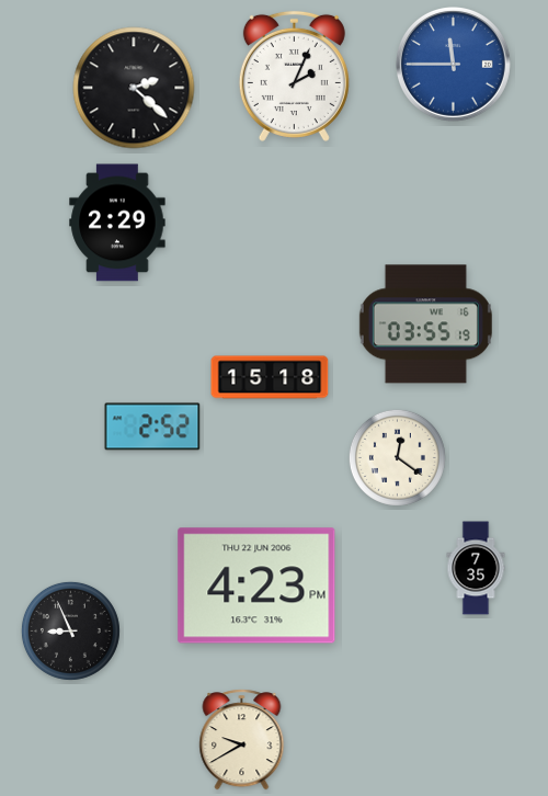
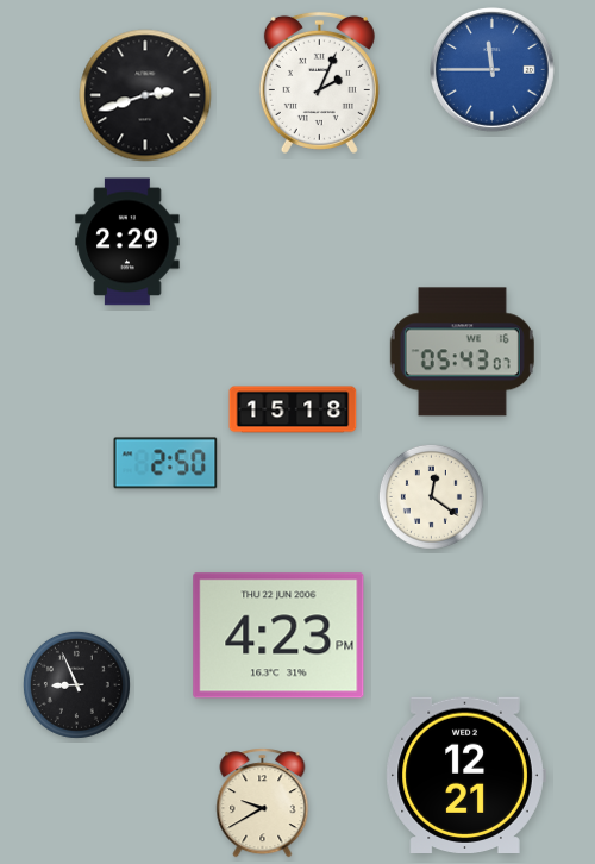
clock at (134, 88): 2:22 -> 2:42
clock at (425, 325): 03:55 -> 05:43
clock at (152, 427): 2:52 -> 2:50
clock at (476, 568): 7:35 -> none
clock at (465, 775): none -> 12:21
